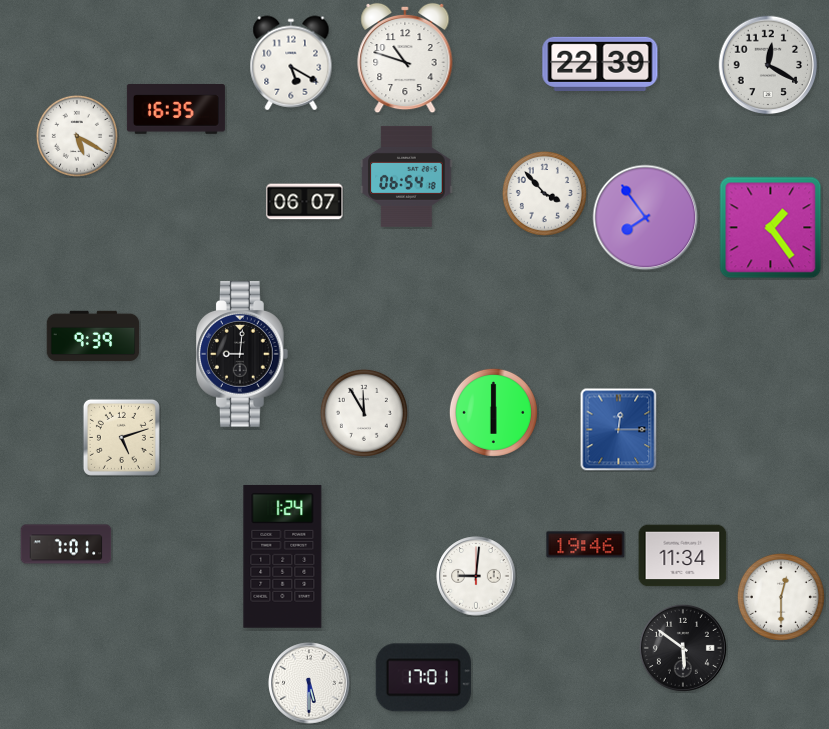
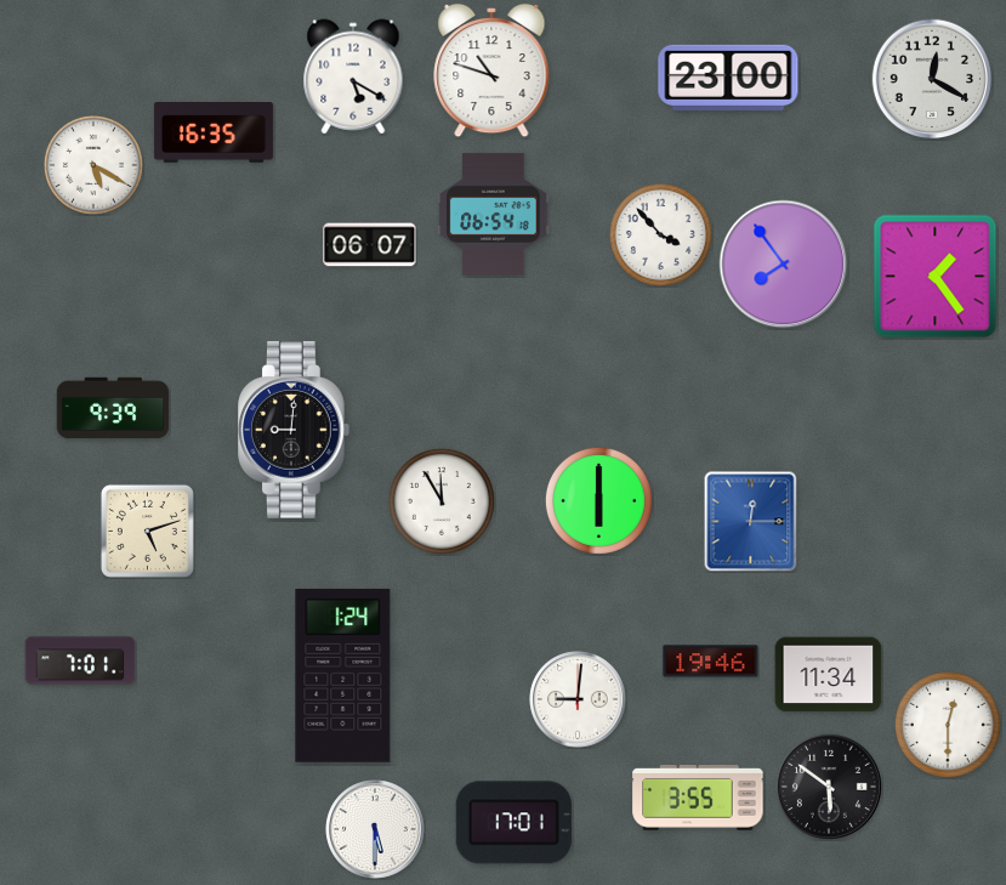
clock at (600, 64): 22:39 -> 23:00
clock at (698, 799): none -> 3:55
